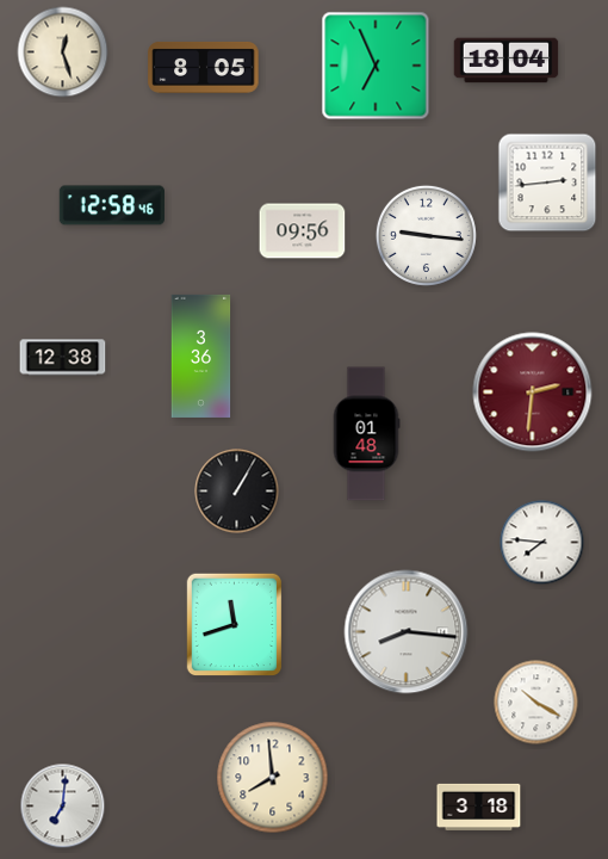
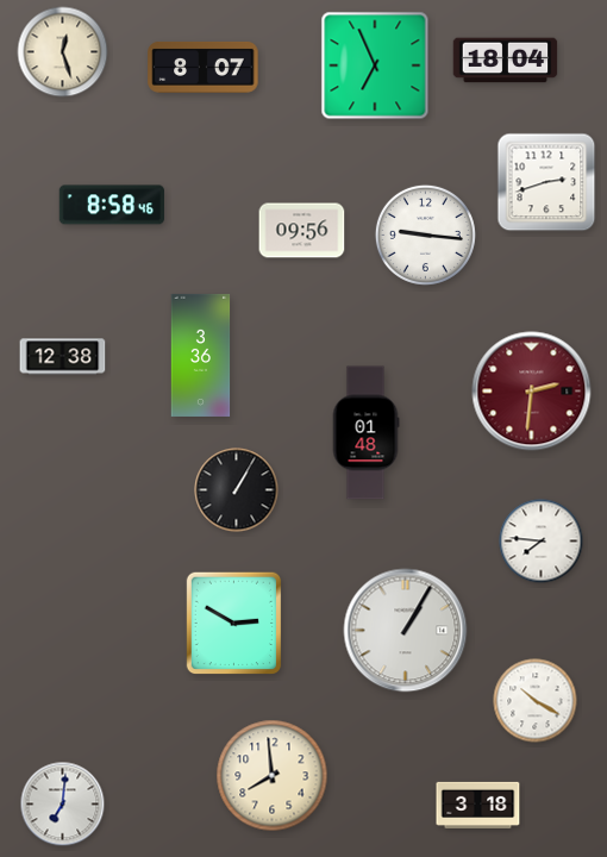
clock at (204, 67): 8:05 -> 8:07
clock at (547, 183): 2:44 -> 2:42
clock at (112, 205): 12:58 -> 8:58
clock at (235, 625): 11:42 -> 2:50
clock at (407, 632): 8:16 -> 1:05
